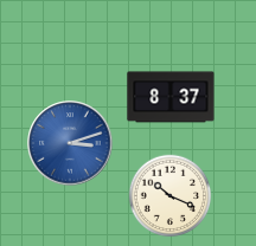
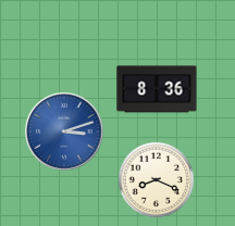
clock at (171, 97): 8:37 -> 8:36
clock at (171, 196): 10:19 -> 8:19
